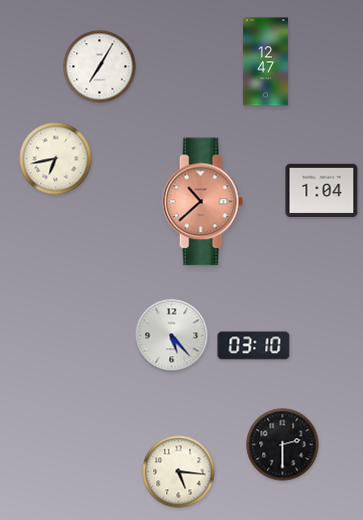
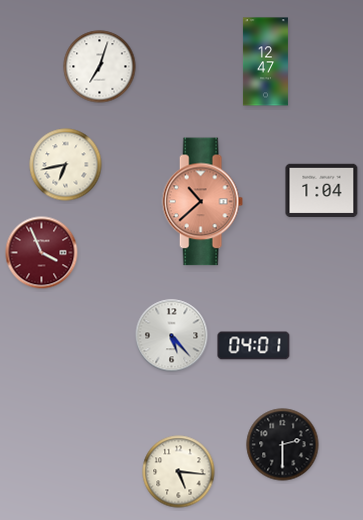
clock at (100, 67): 7:05 -> 7:03
clock at (56, 159) position: (56, 159) -> (66, 165)
clock at (42, 253): none -> 3:56
clock at (254, 346): 03:10 -> 04:01
